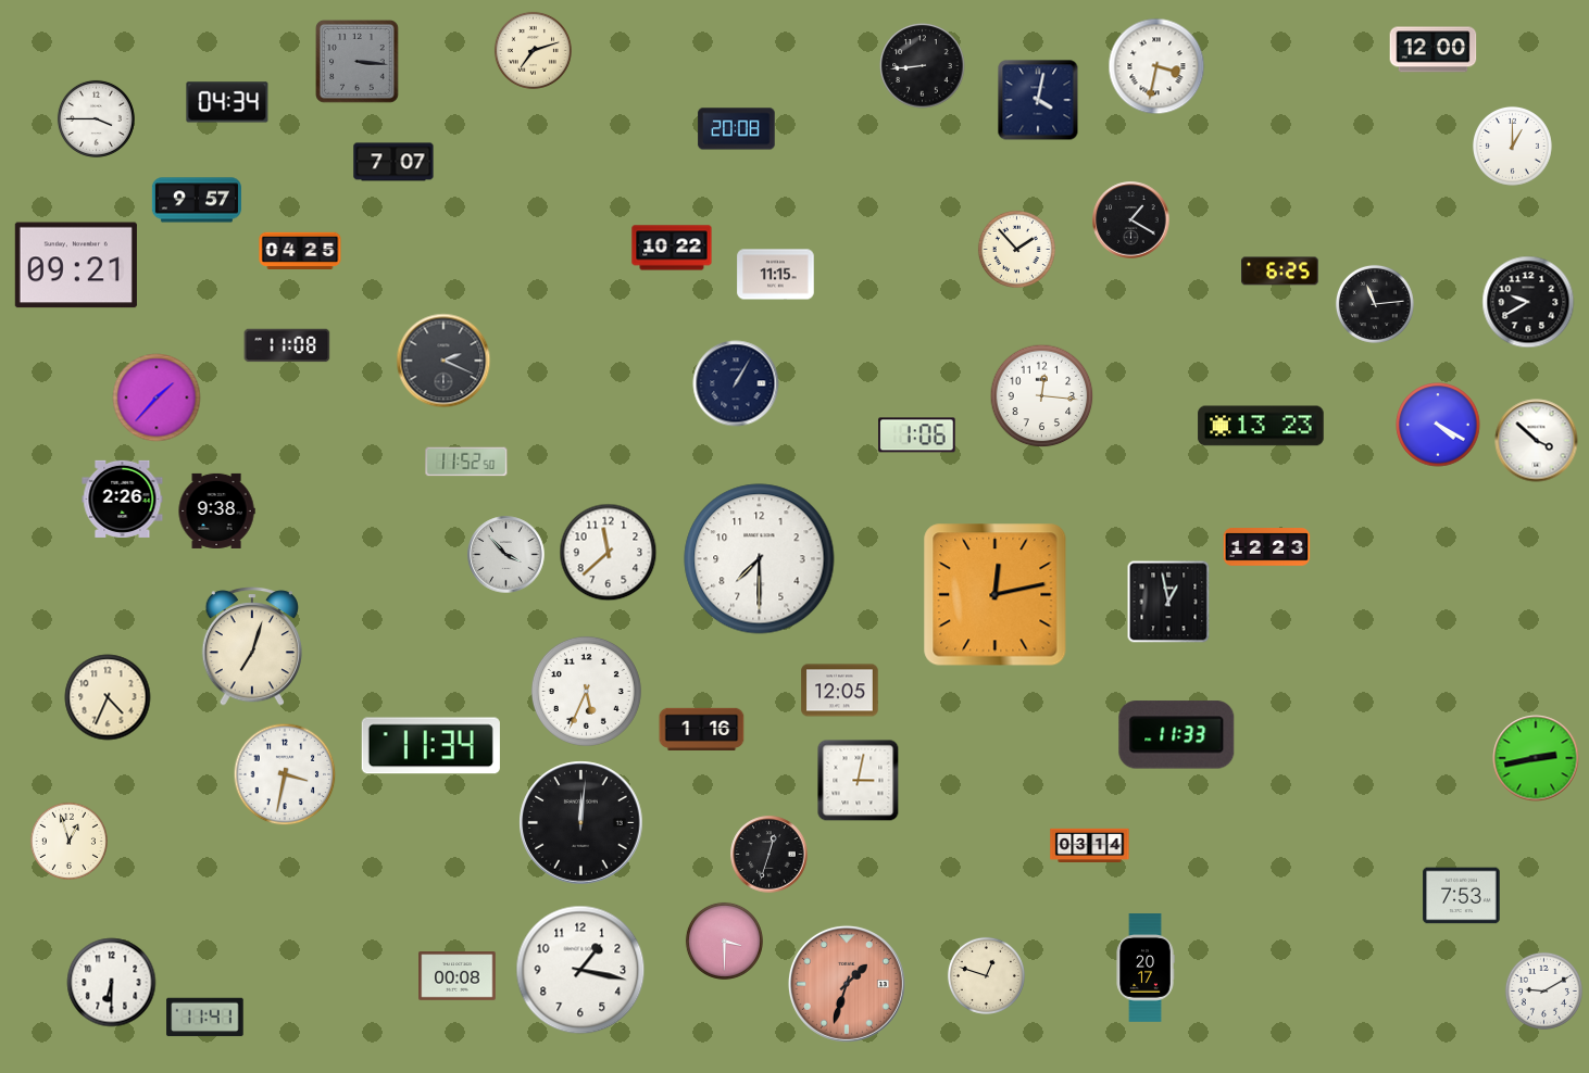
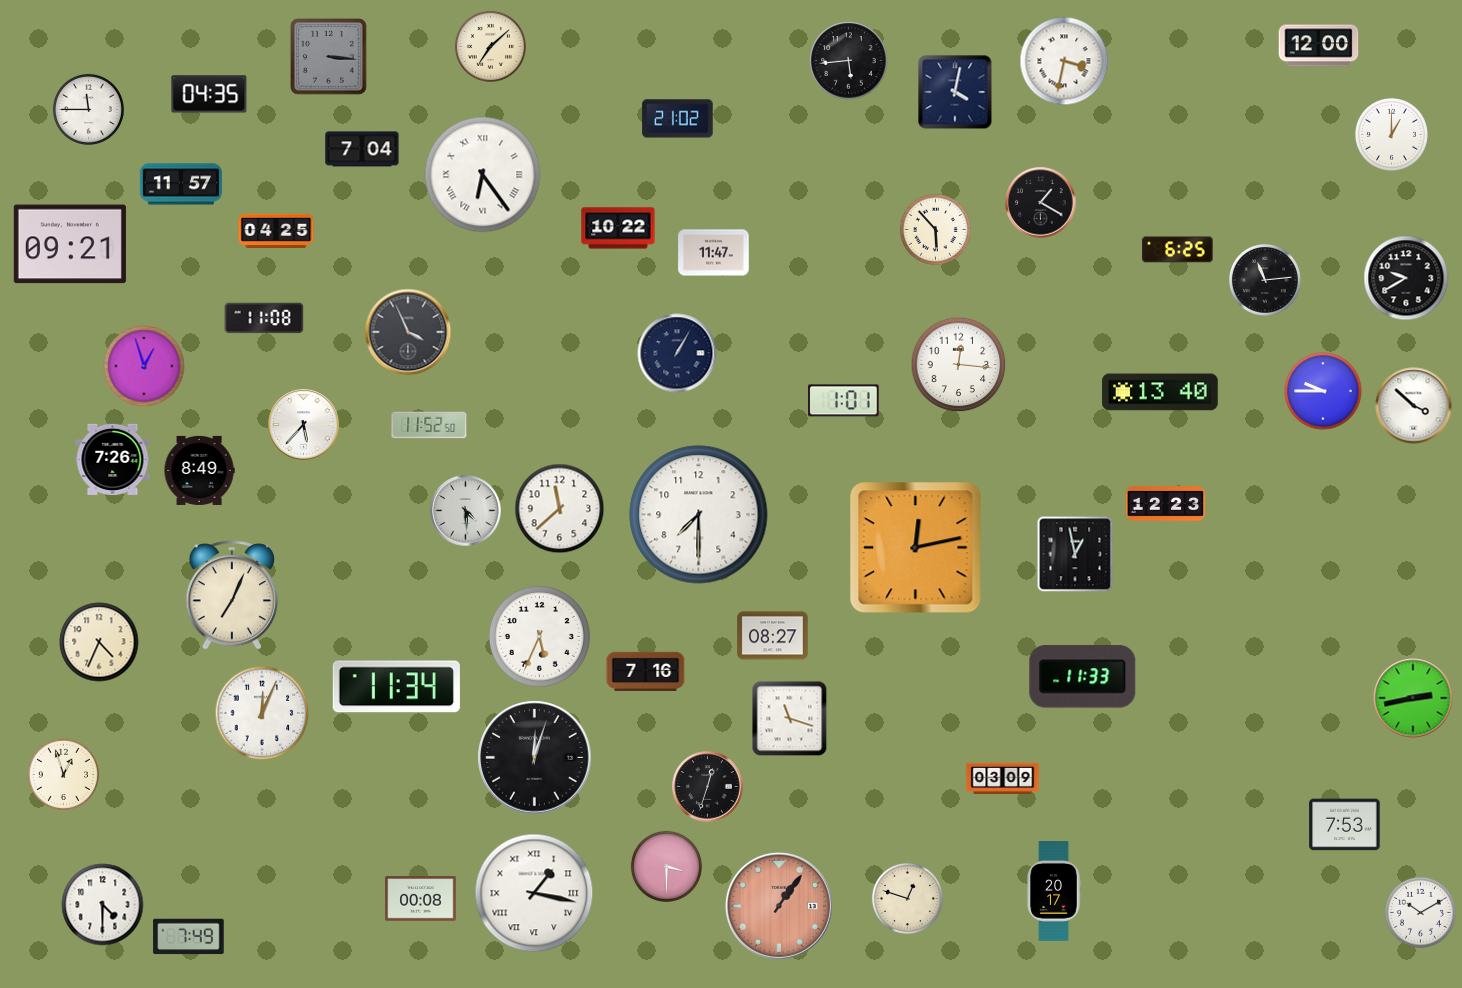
clock at (533, 50): 7:12 -> 7:08
clock at (923, 66): 8:44 -> 5:44
clock at (227, 102): 04:34 -> 04:35
clock at (96, 118): 3:45 -> 11:45
clock at (737, 129): 20:08 -> 21:02
clock at (393, 162): 7:07 -> 7:04
clock at (483, 175): none -> 6:24
clock at (196, 200): 9:57 -> 11:57
clock at (1016, 249): 1:53 -> 5:53
clock at (776, 275): 11:15 -> 11:47
clock at (443, 361): 2:19 -> 3:56
clock at (157, 397): 1:37 -> 12:57
clock at (1438, 425): 4:20 -> 9:45
clock at (1261, 426): 13:23 -> 13:40
clock at (917, 435): 1:06 -> 1:01
clock at (304, 425): none -> 5:37
clock at (123, 498): 2:26 -> 7:26
clock at (216, 510): 9:38 -> 8:49
clock at (506, 555): 3:53 -> 4:29
clock at (252, 646): 7:03 -> 7:04
clock at (840, 691): 12:05 -> 08:27
clock at (702, 729): 1:16 -> 7:16
clock at (285, 774): 3:32 -> 12:04
clock at (859, 781): 3:02 -> 11:18
clock at (581, 823): 12:01 -> 12:03
clock at (1090, 845): 03:14 -> 03:09
clock at (580, 970) numerals: Arabic -> Roman
clock at (112, 983): 6:30 -> 4:30
clock at (847, 984): 1:33 -> 1:06
clock at (1543, 990): 9:10 -> 10:10
clock at (205, 1018): 11:41 -> 7:49
